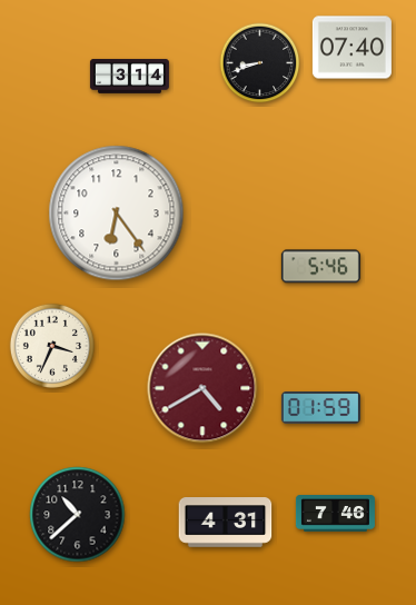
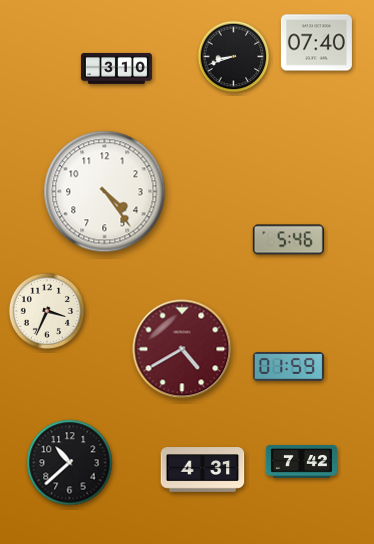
clock at (129, 76): 3:14 -> 3:10
clock at (117, 214): 6:24 -> 4:24
clock at (335, 514): 7:46 -> 7:42
